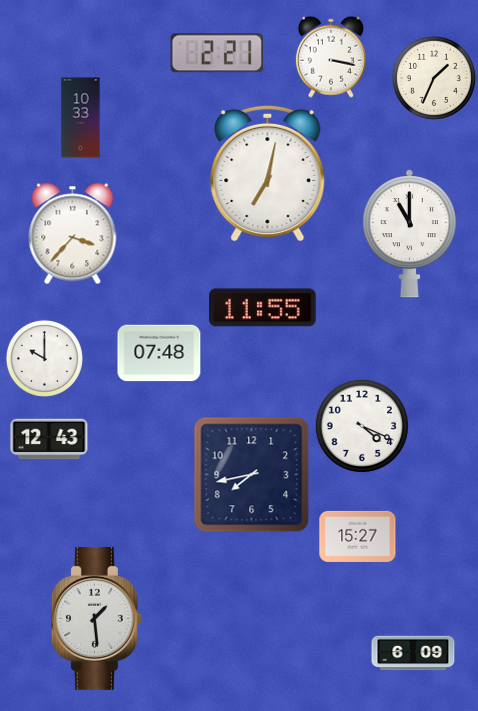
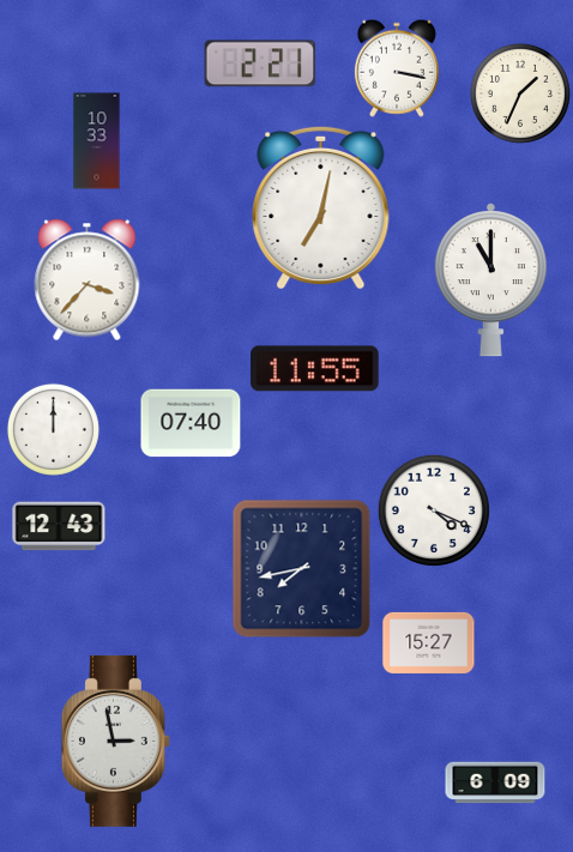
clock at (159, 353): 07:48 -> 07:40
clock at (44, 358): 10:00 -> 12:00
clock at (96, 618): 1:29 -> 2:58
